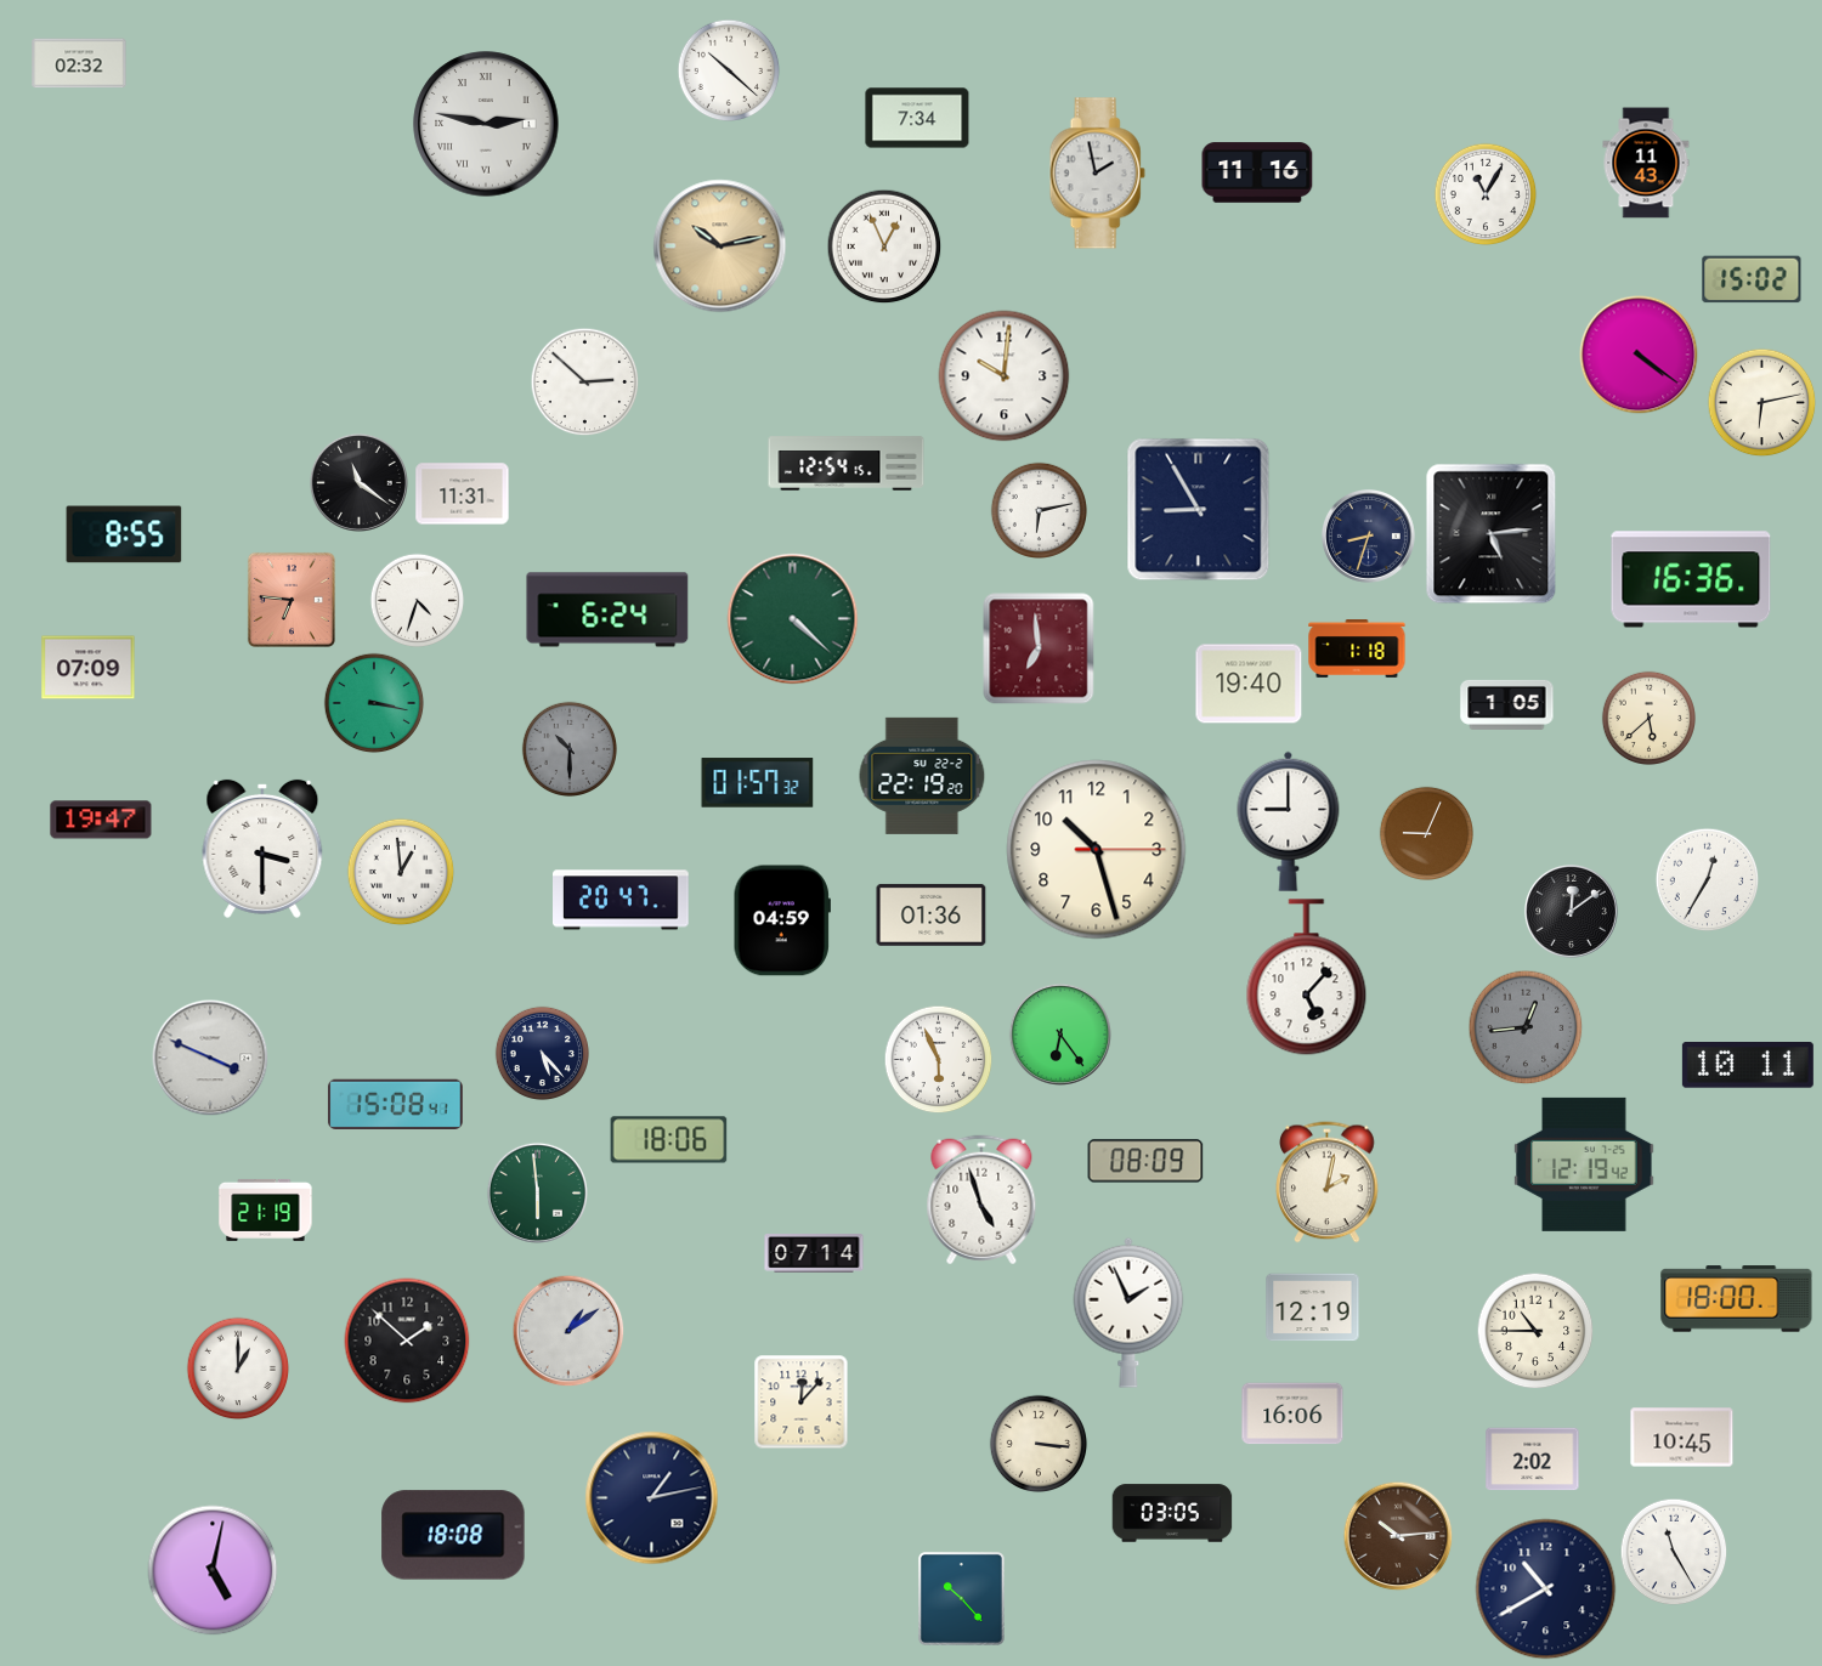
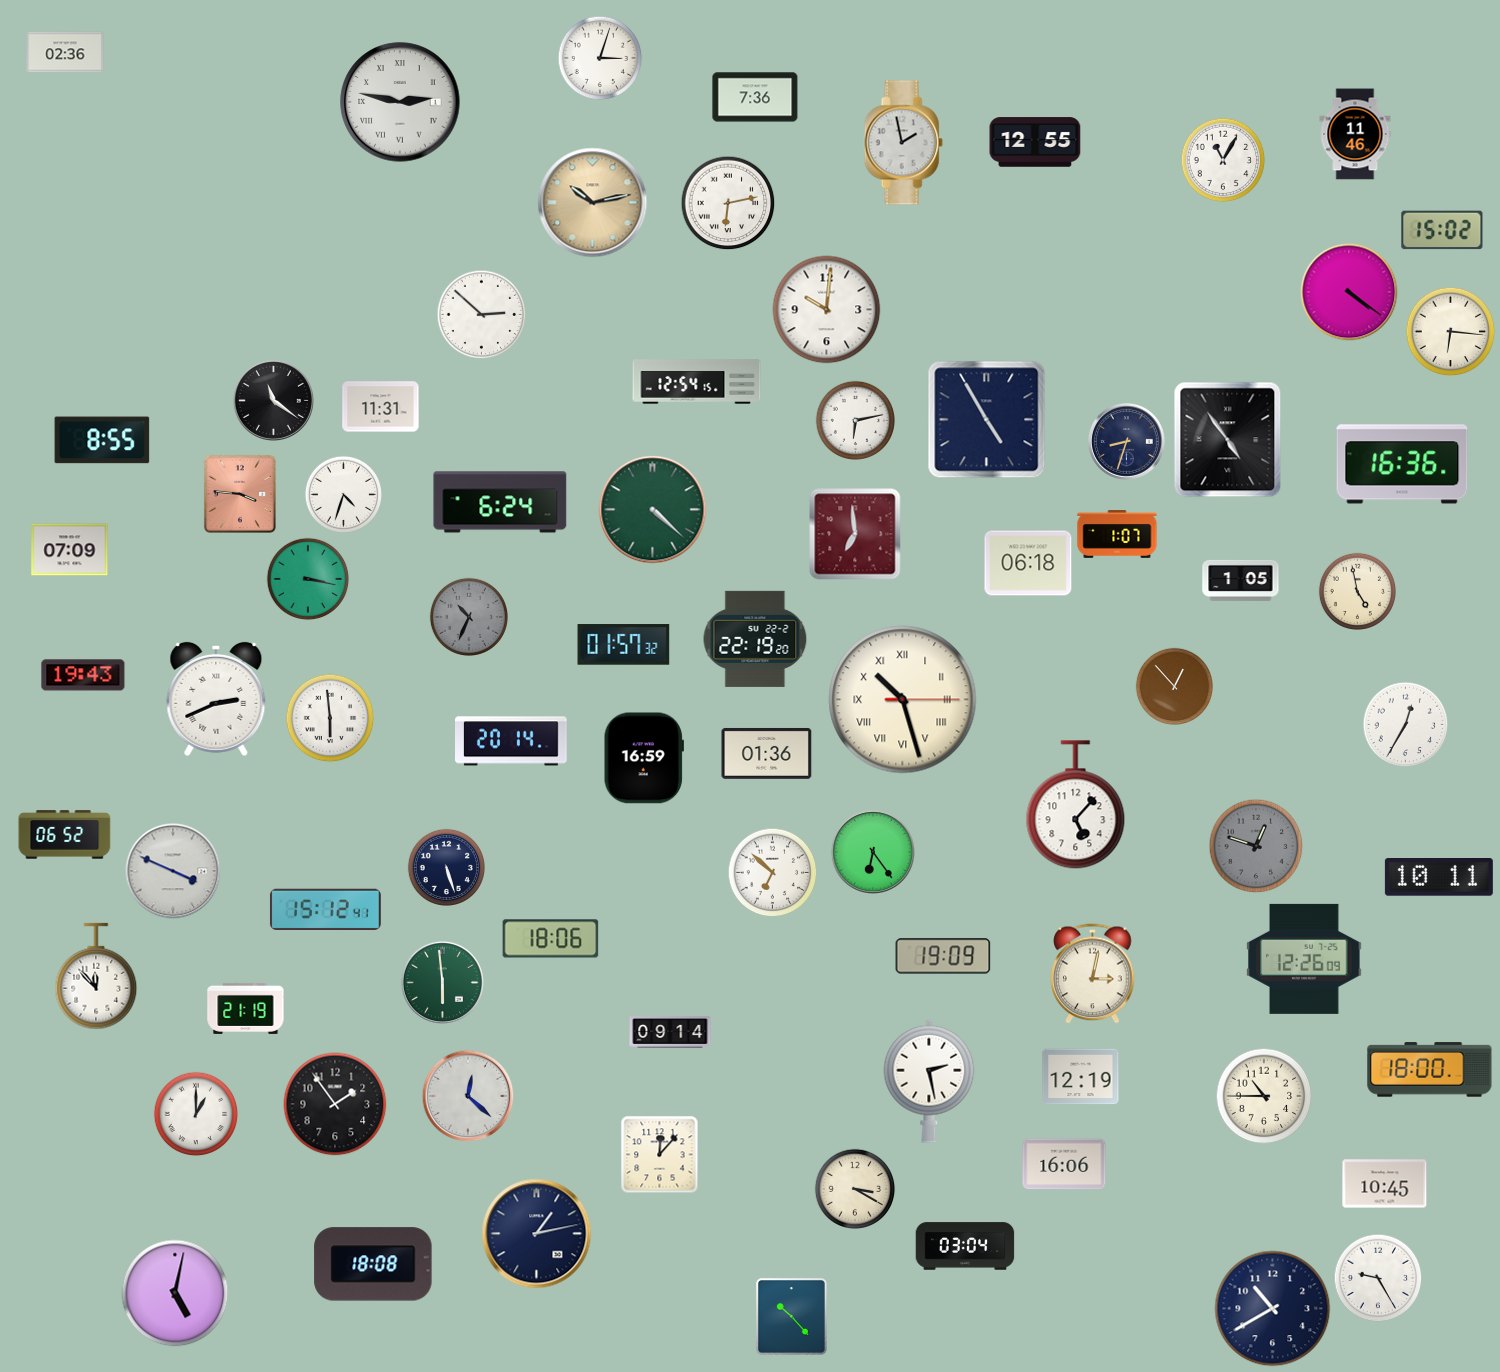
clock at (79, 63): 02:32 -> 02:36
clock at (729, 70): 10:22 -> 3:03
clock at (917, 118): 7:34 -> 7:36
clock at (1646, 163): 11:43 -> 11:46
clock at (1257, 172): 11:16 -> 12:55
clock at (884, 246): 12:56 -> 6:13
clock at (1761, 402): 6:13 -> 6:16
clock at (358, 482) position: (358, 482) -> (273, 400)
clock at (1199, 510): 8:55 -> 4:55
clock at (1492, 534): 5:14 -> 4:54
clock at (1691, 579) position: (1691, 579) -> (1402, 464)
clock at (292, 600): 6:46 -> 3:46
clock at (1357, 648): 1:18 -> 1:07
clock at (89, 668) position: (89, 668) -> (70, 550)
clock at (1249, 684): 19:40 -> 06:18
clock at (1648, 718): 5:38 -> 4:58
clock at (568, 748): 10:30 -> 10:34
clock at (922, 776) position: (922, 776) -> (755, 639)
clock at (101, 820): 19:47 -> 19:43
clock at (1289, 821): 9:00 -> none
clock at (1426, 833): 9:04 -> 12:53
clock at (262, 849): 3:30 -> 2:41
clock at (1097, 850) numerals: Arabic -> Roman
clock at (401, 872): 12:59 -> 5:59
clock at (622, 900): 20:47 -> 20:14
clock at (1571, 911): 12:09 -> none
clock at (782, 920): 04:59 -> 16:59
clock at (65, 835): none -> 06:52
clock at (1526, 1027): 12:44 -> 12:48
clock at (542, 1053): 5:23 -> 5:27
clock at (938, 1059): 5:56 -> 6:52
clock at (395, 1105): 15:08 -> 15:12
clock at (1145, 1161): 08:09 -> 19:09
clock at (1584, 1164): 12:19 -> 12:26
clock at (1328, 1183): 2:02 -> 3:02
clock at (96, 976): none -> 11:53
clock at (981, 1200): 4:57 -> none
clock at (266, 1209) position: (266, 1209) -> (246, 1008)
clock at (814, 1254): 07:14 -> 09:14
clock at (1128, 1313): 1:56 -> 2:28
clock at (568, 1331): 1:09 -> 12:22
clock at (407, 1341): 1:52 -> 1:54
clock at (238, 1368) position: (238, 1368) -> (196, 1114)
clock at (1039, 1444): 3:16 -> 3:20
clock at (1533, 1460): 2:02 -> none
clock at (1172, 1513): 03:05 -> 03:04
clock at (1398, 1536): 10:14 -> none
clock at (1674, 1552): 11:25 -> 9:25
